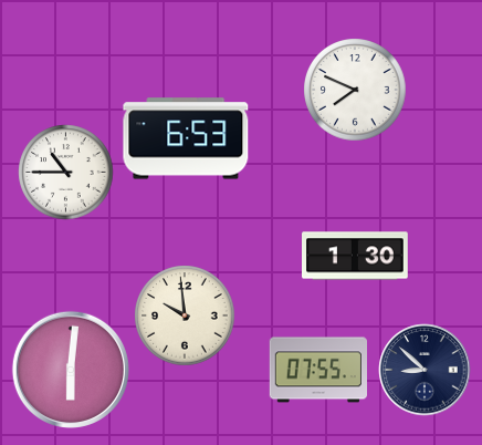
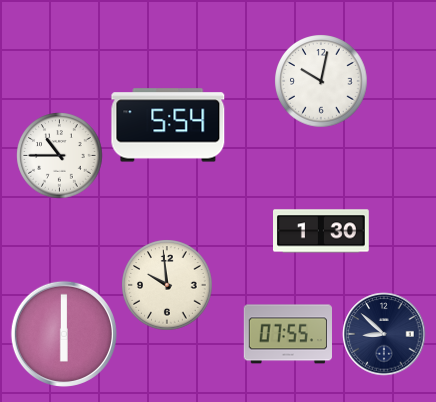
clock at (355, 90): 7:49 -> 10:02
clock at (186, 138): 6:53 -> 5:54
clock at (71, 370): 6:01 -> 6:00
